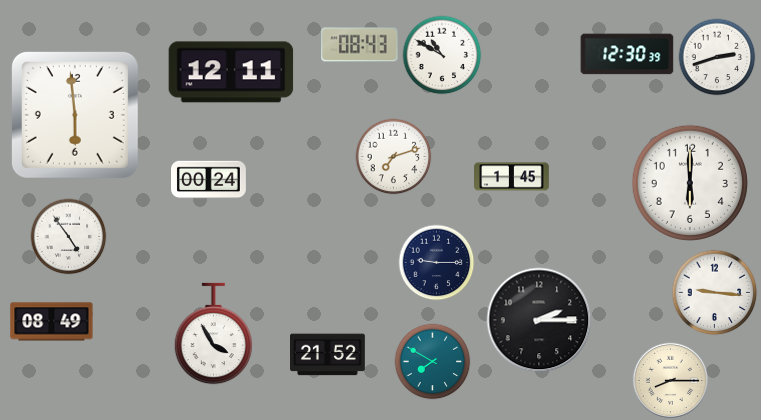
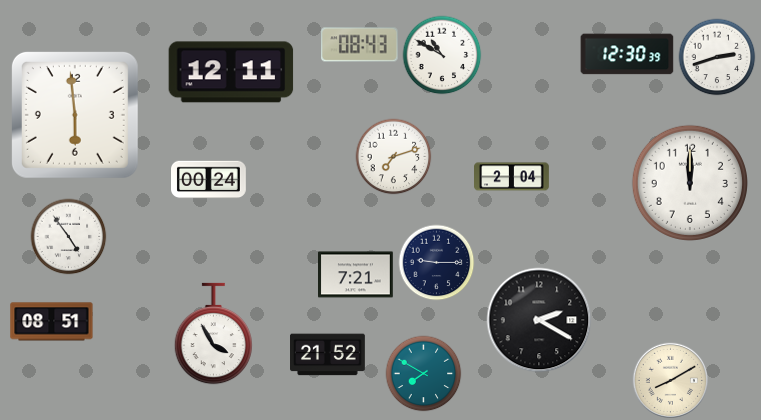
clock at (512, 177): 1:45 -> 2:04
clock at (689, 182): 6:00 -> 12:00
clock at (356, 275): none -> 7:21
clock at (715, 293): 9:16 -> none
clock at (539, 320): 2:15 -> 2:20
clock at (52, 322): 08:49 -> 08:51
clock at (433, 362) position: (433, 362) -> (424, 374)
clock at (670, 380): 8:15 -> 8:10
